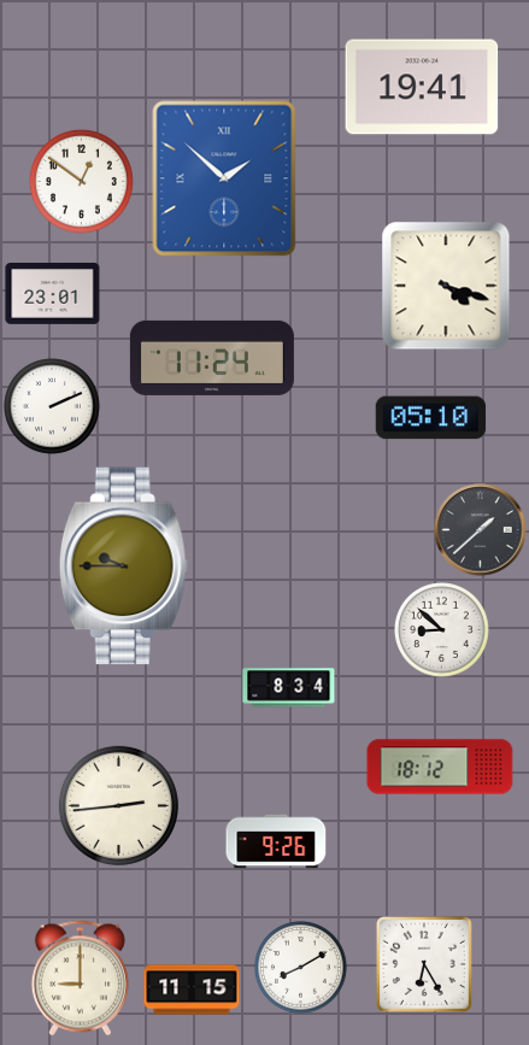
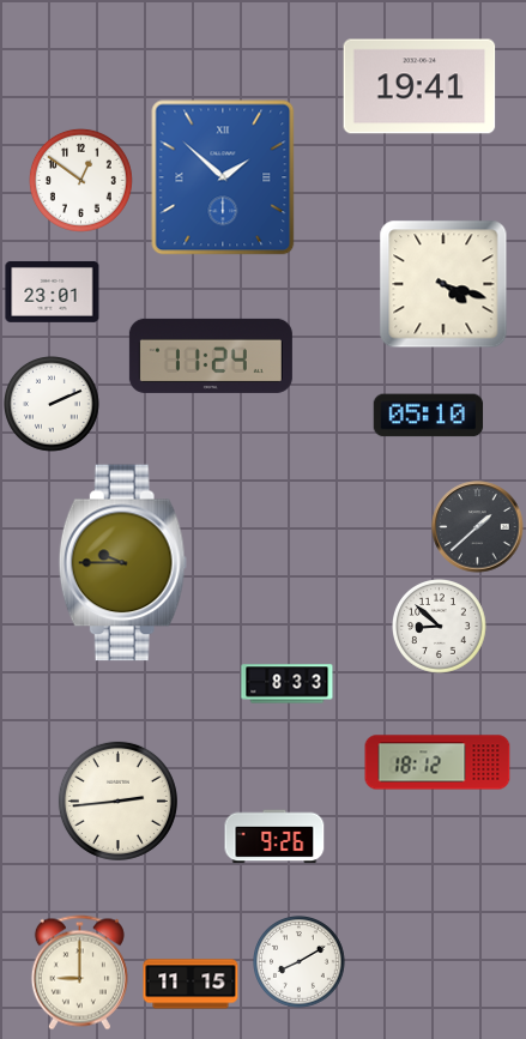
clock at (289, 688): 8:34 -> 8:33
clock at (424, 964): 6:25 -> none
